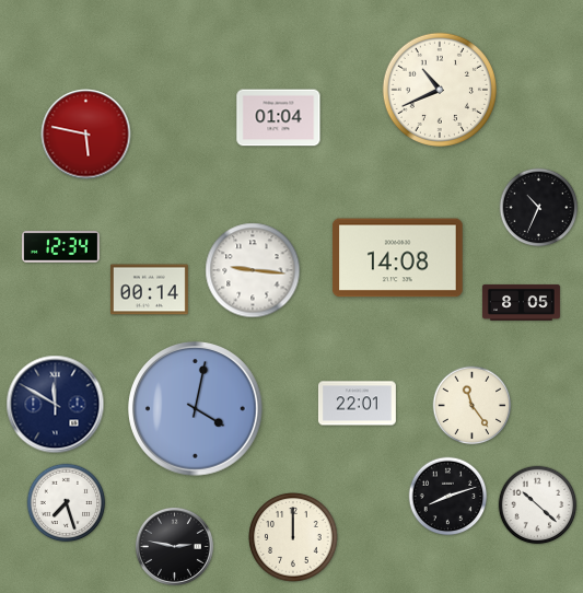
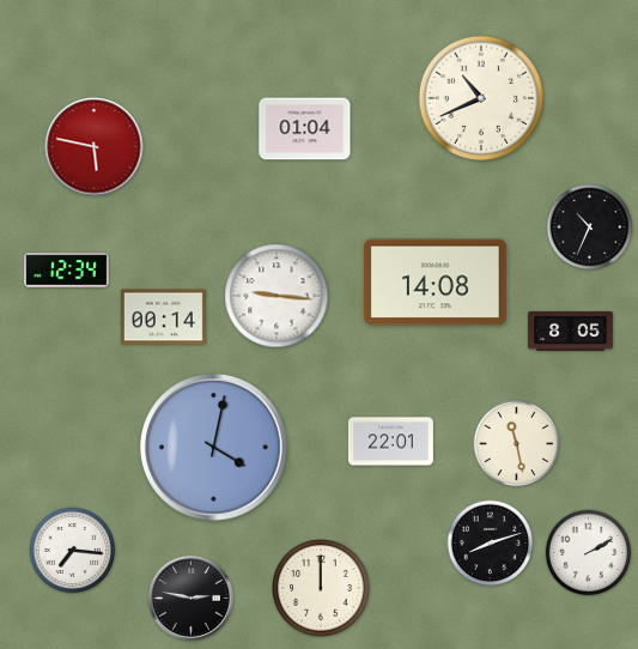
clock at (56, 405): 11:50 -> none
clock at (473, 406): 11:24 -> 11:28
clock at (67, 503): 7:27 -> 7:16
clock at (538, 505): 10:22 -> 2:10
